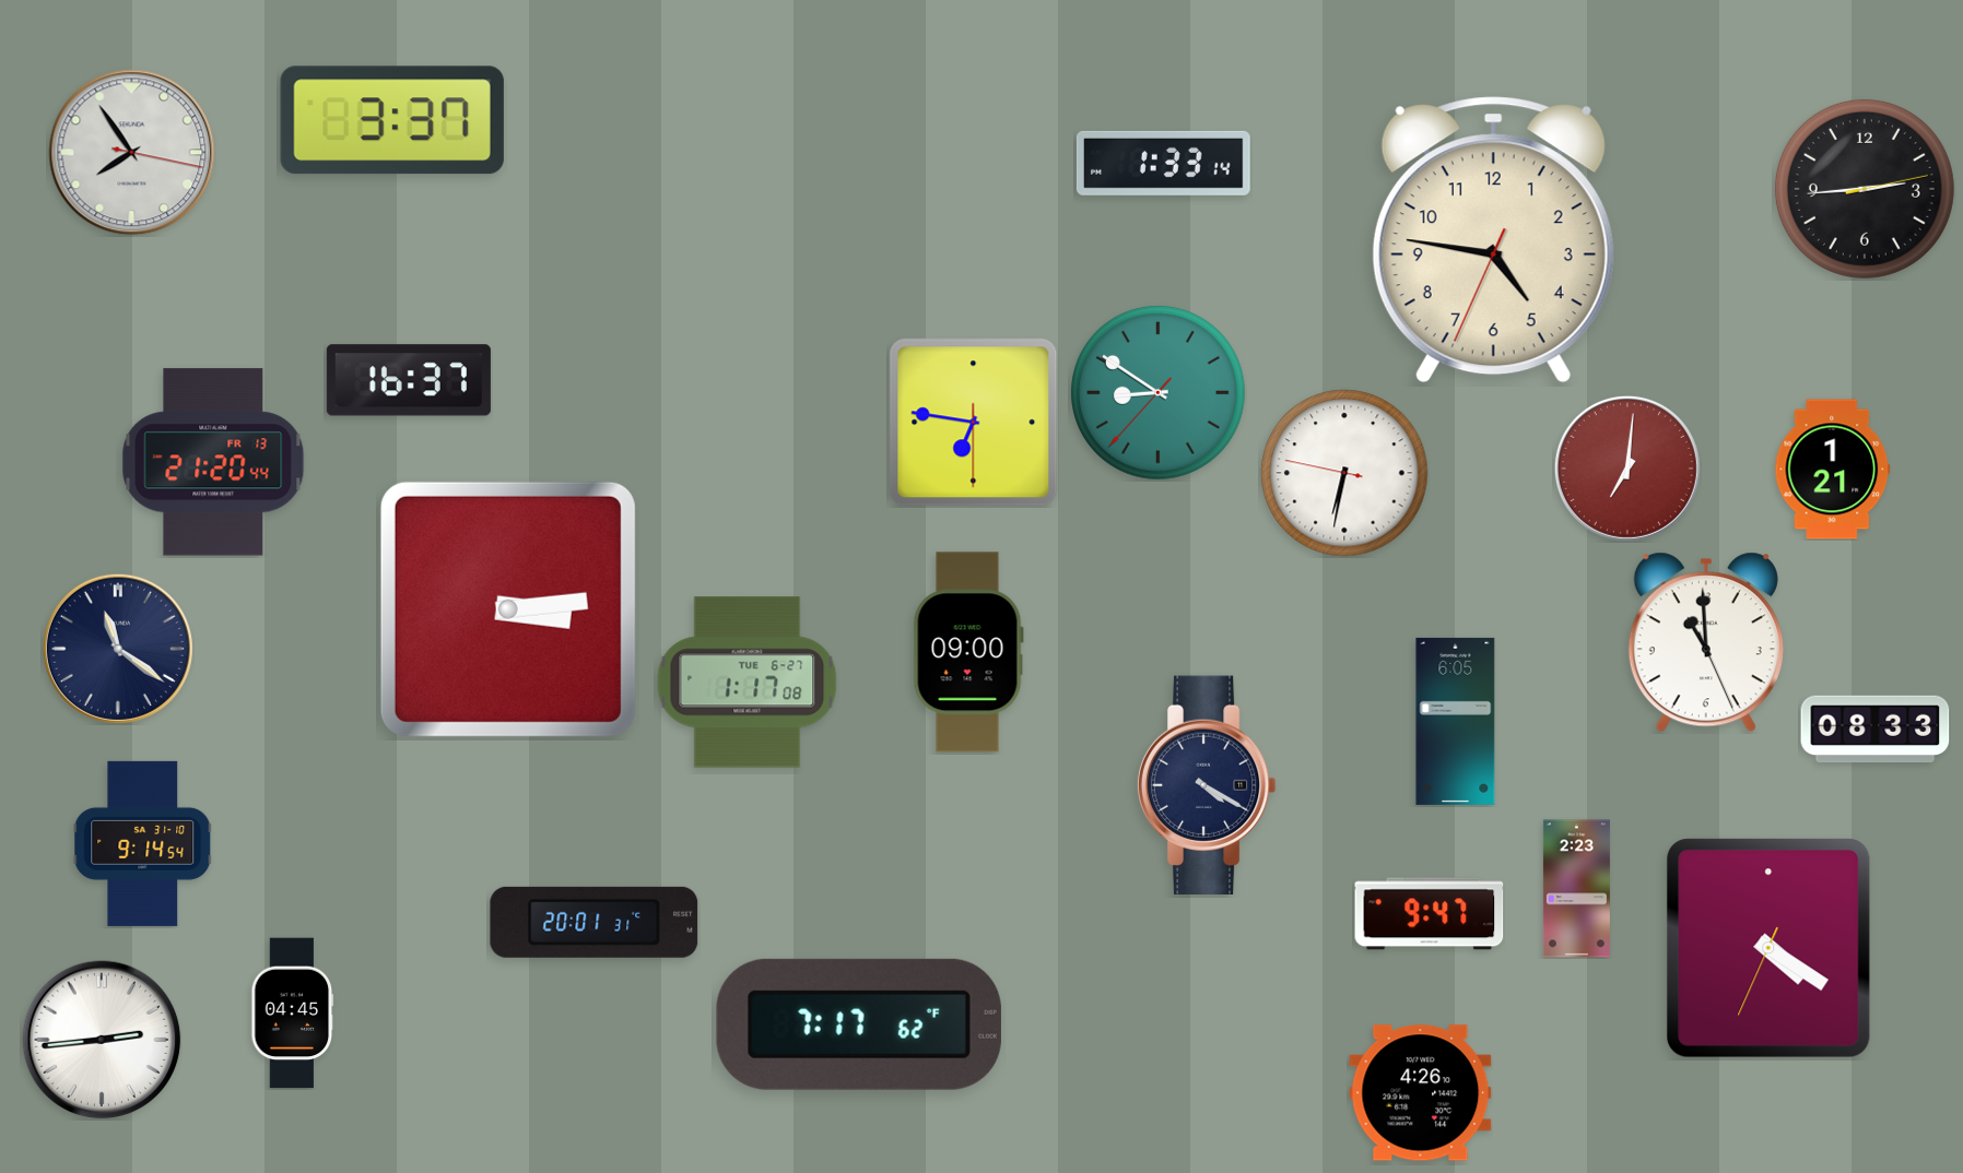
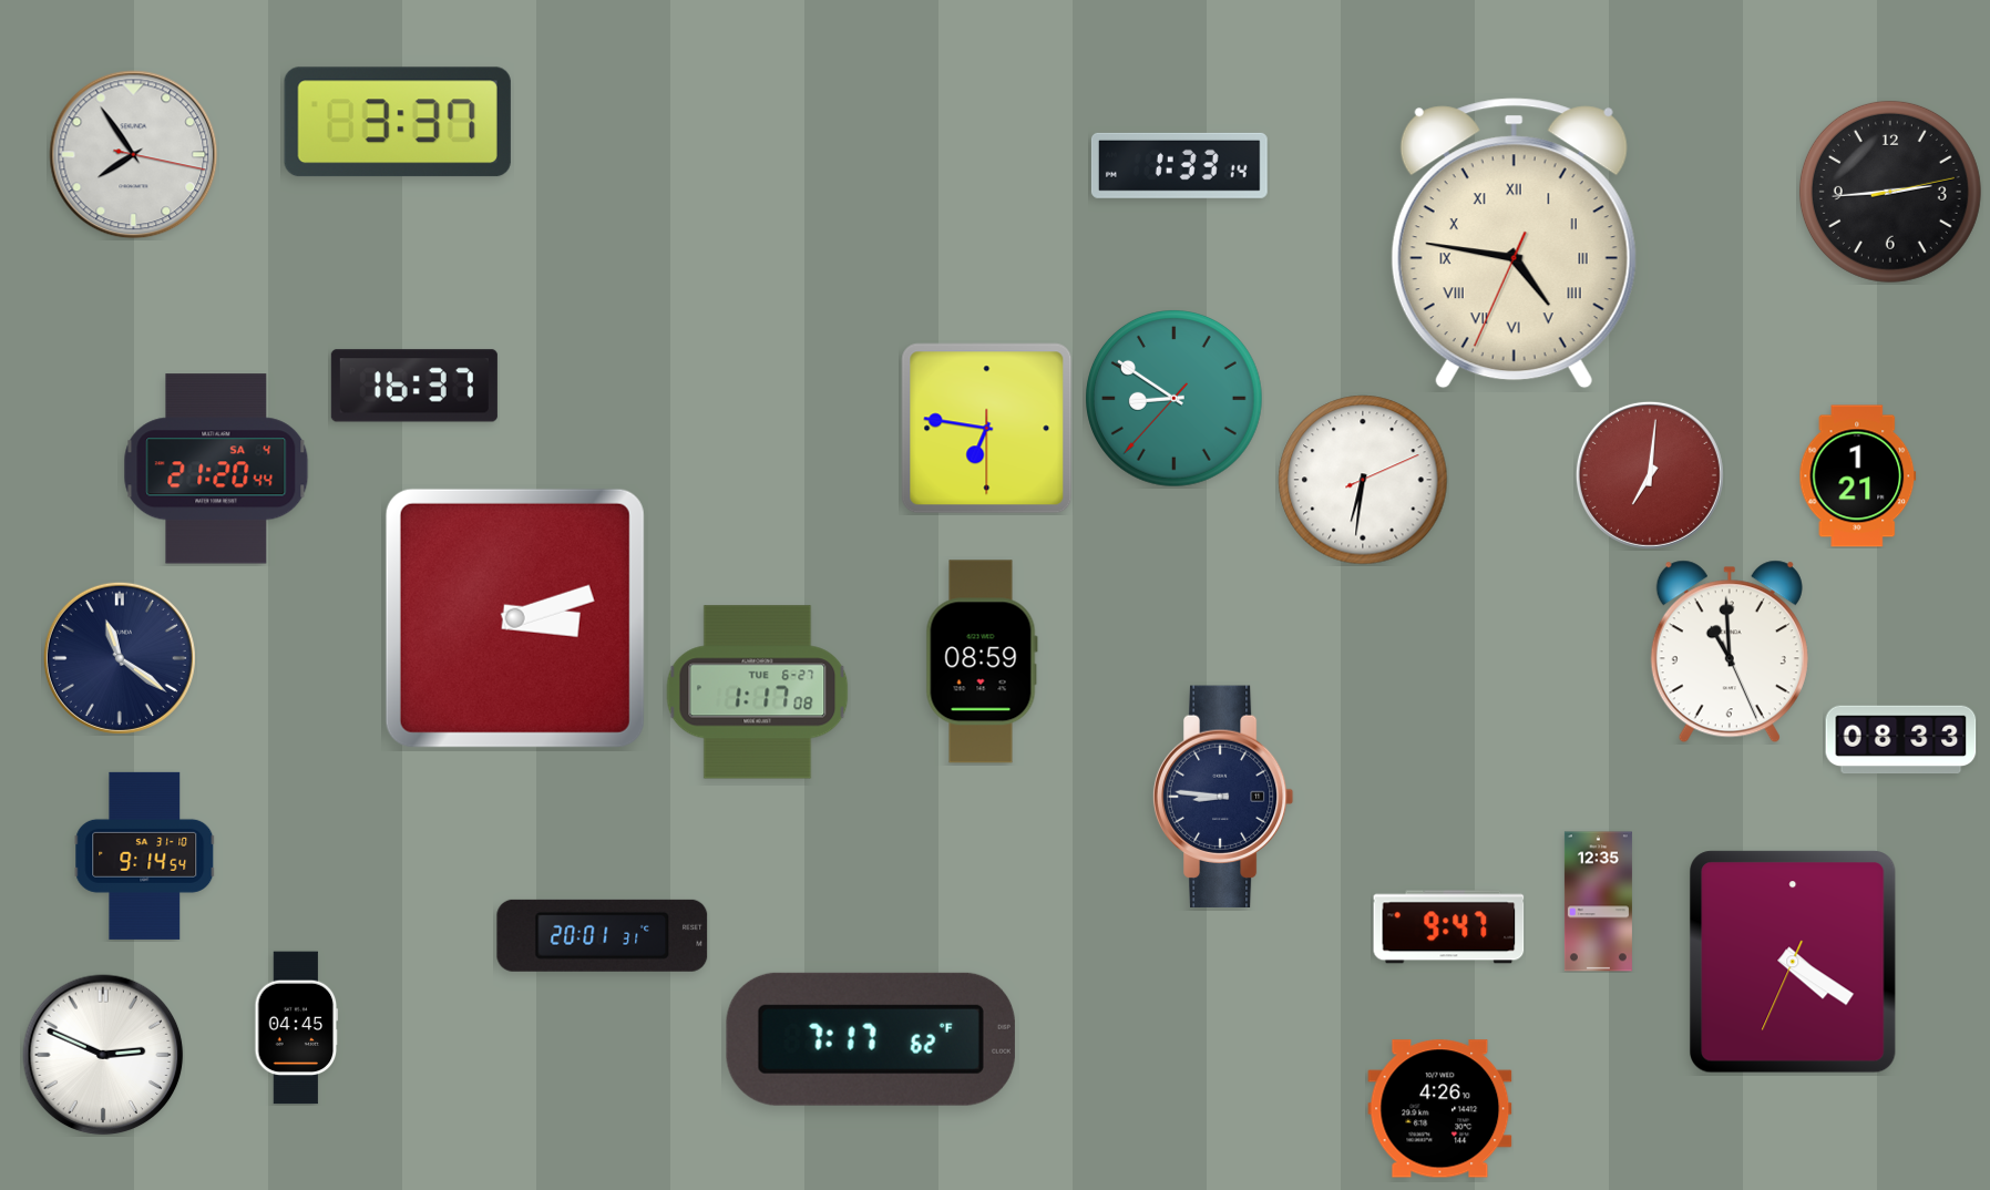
clock at (1493, 240) numerals: Arabic -> Roman
clock at (213, 462) date: FR 13 -> SA 4
clock at (1344, 473): 6:31:47 -> 6:31:11
clock at (508, 609): 3:14 -> 3:12
clock at (968, 652): 09:00 -> 08:59
clock at (1456, 721): 6:05 -> none
clock at (1207, 784): 4:20 -> 8:46
clock at (1576, 889): 2:23 -> 12:35
clock at (102, 1040): 2:44 -> 2:49
